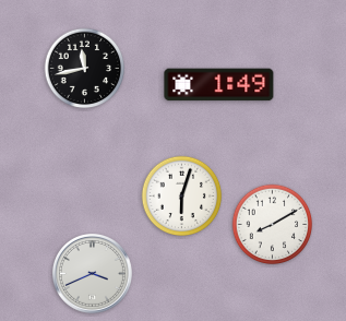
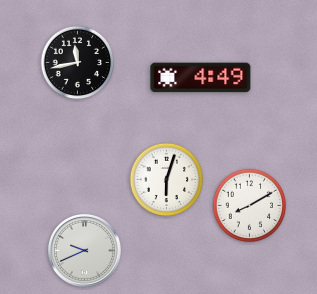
clock at (219, 85): 1:49 -> 4:49
clock at (93, 274): 3:41 -> 9:41
